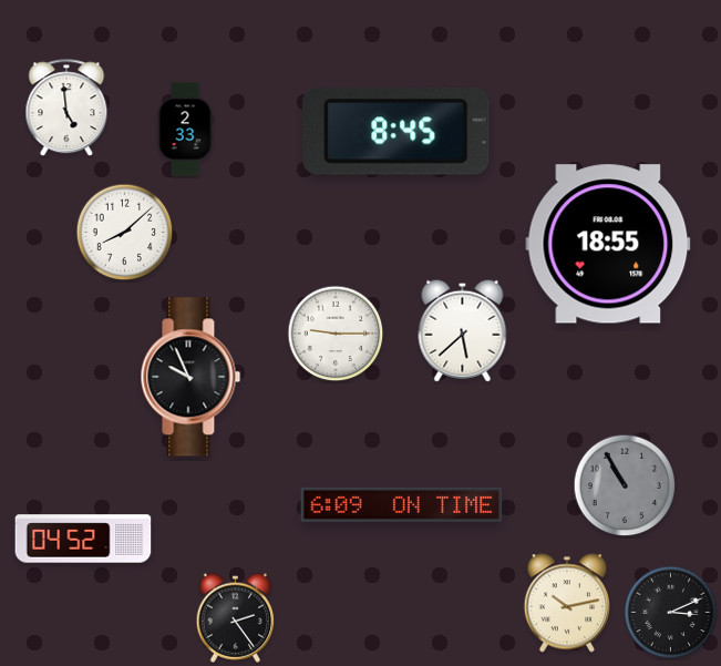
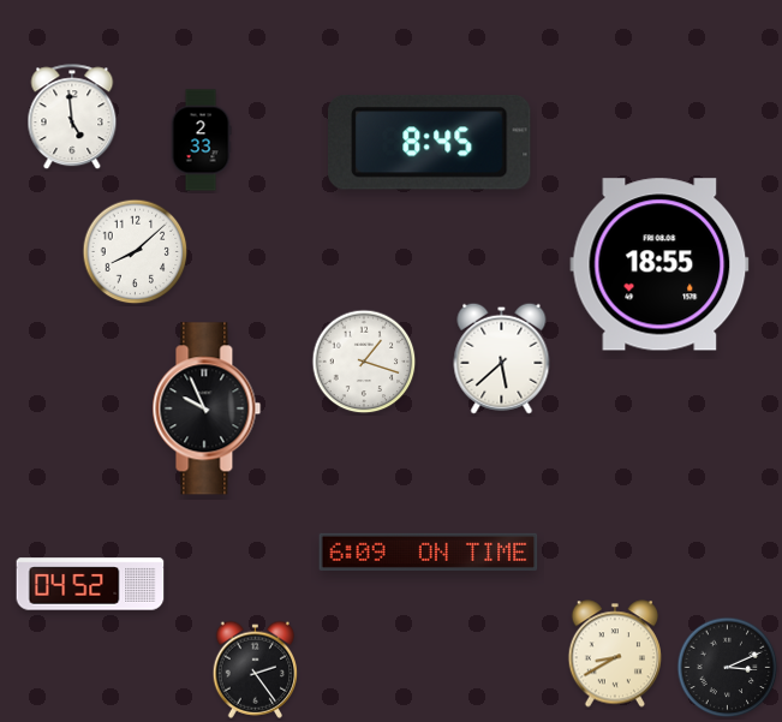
clock at (336, 334): 9:15 -> 1:18
clock at (625, 485): 10:55 -> none
clock at (402, 504) position: (402, 504) -> (429, 551)
clock at (566, 603): 10:13 -> 8:40
clock at (671, 613) position: (671, 613) -> (728, 668)
